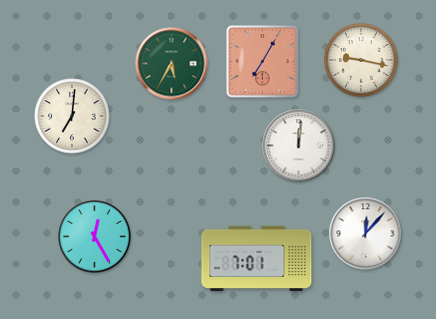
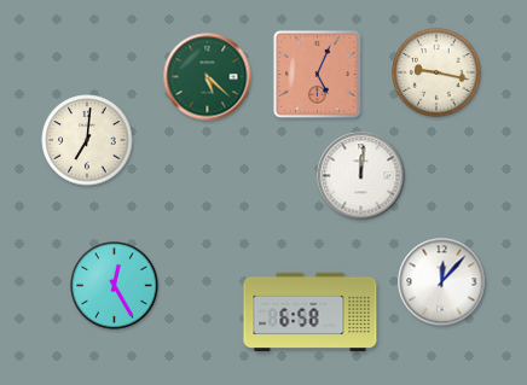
clock at (263, 62): 7:05 -> 5:04
clock at (172, 64): 5:35 -> 5:22
clock at (257, 259): 7:01 -> 6:58
